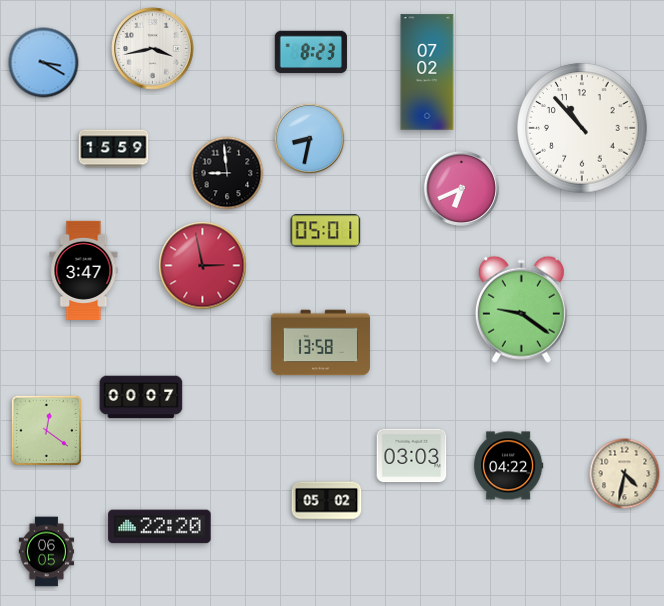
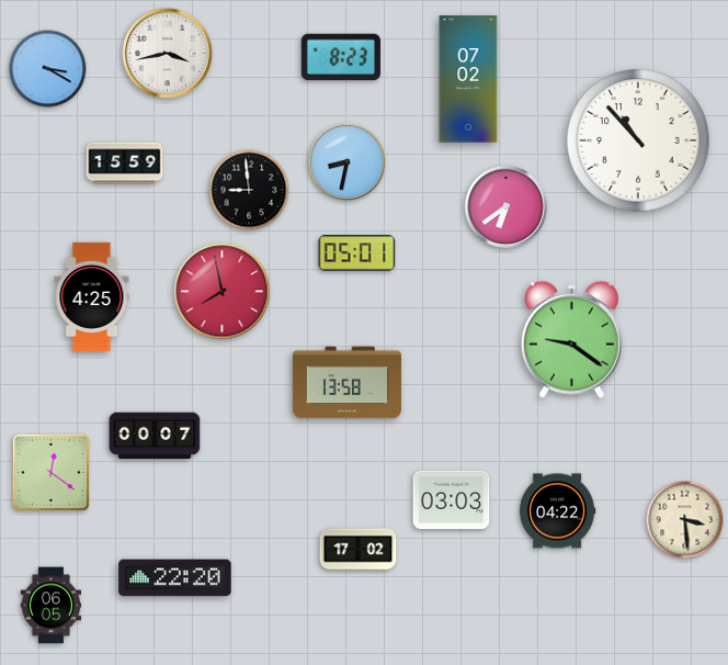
clock at (310, 139) position: (310, 139) -> (348, 162)
clock at (461, 188): 6:41 -> 6:39
clock at (203, 266): 2:58 -> 7:58
clock at (84, 270): 3:47 -> 4:25
clock at (320, 343) position: (320, 343) -> (346, 383)
clock at (625, 474): 4:32 -> 3:29
clock at (327, 501): 05:02 -> 17:02
